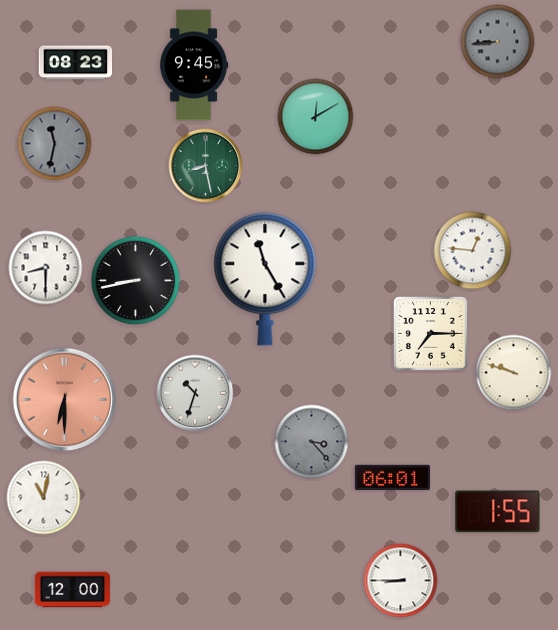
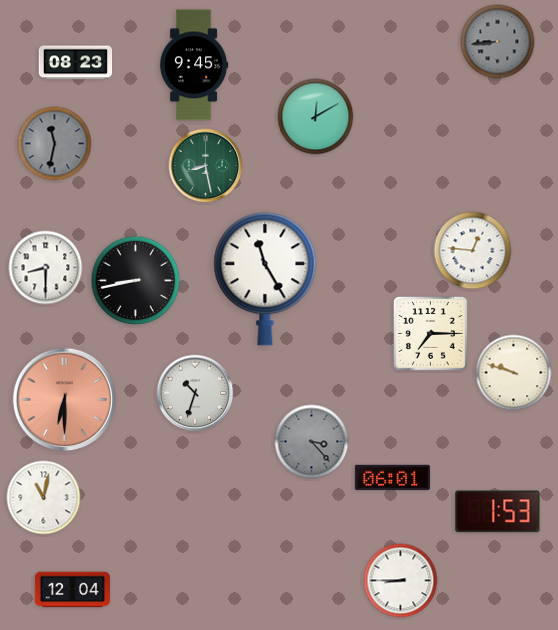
clock at (498, 512): 1:55 -> 1:53
clock at (72, 590): 12:00 -> 12:04
